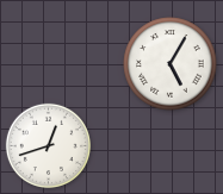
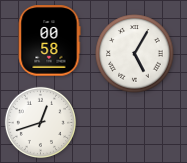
clock at (49, 41): none -> 00:58
clock at (171, 64) position: (171, 64) -> (135, 54)
